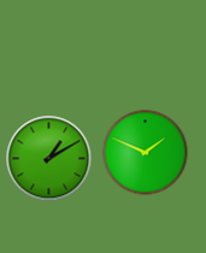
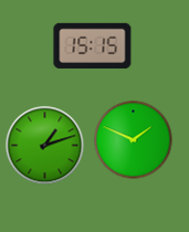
clock at (93, 45): none -> 15:15
clock at (49, 159): 1:10 -> 1:12
